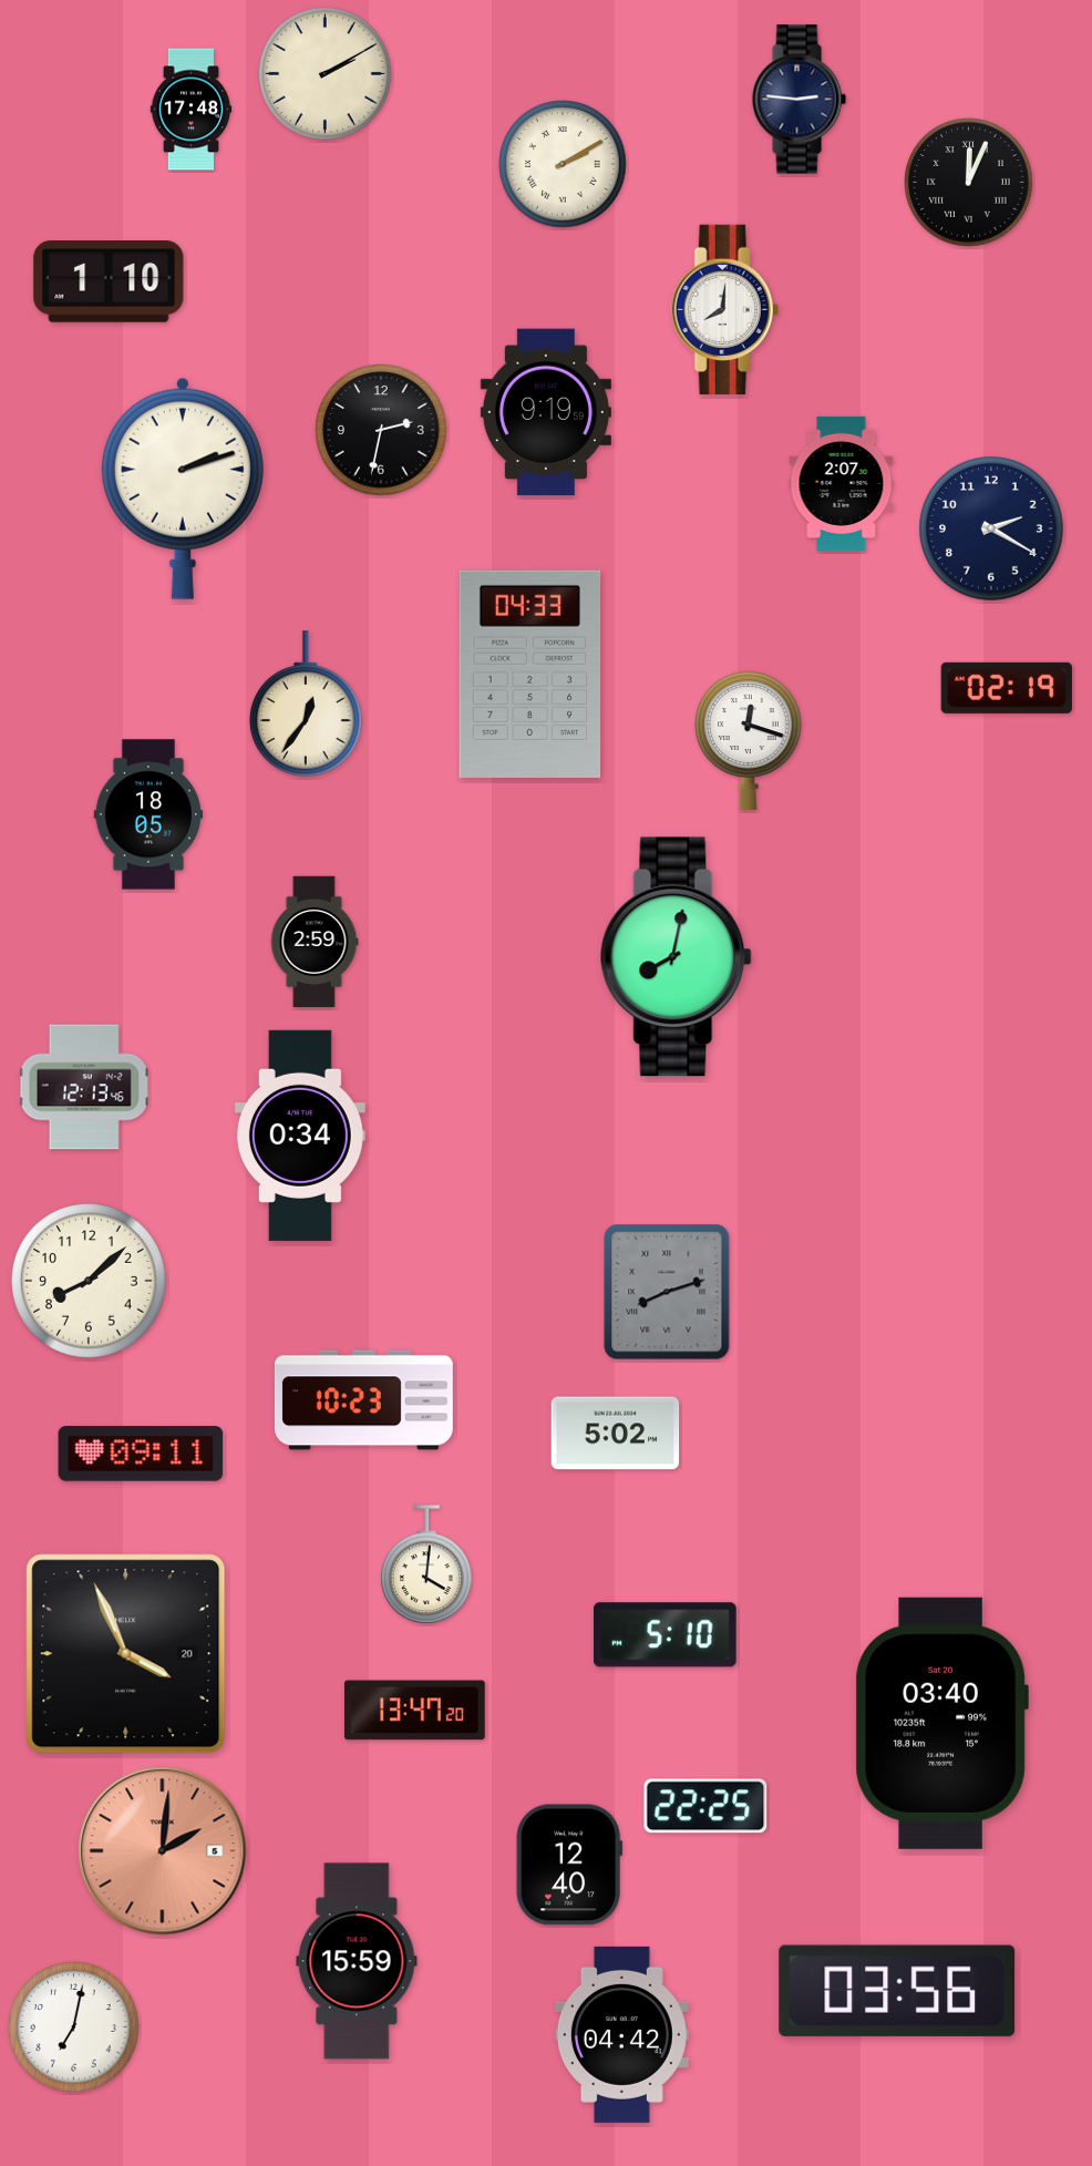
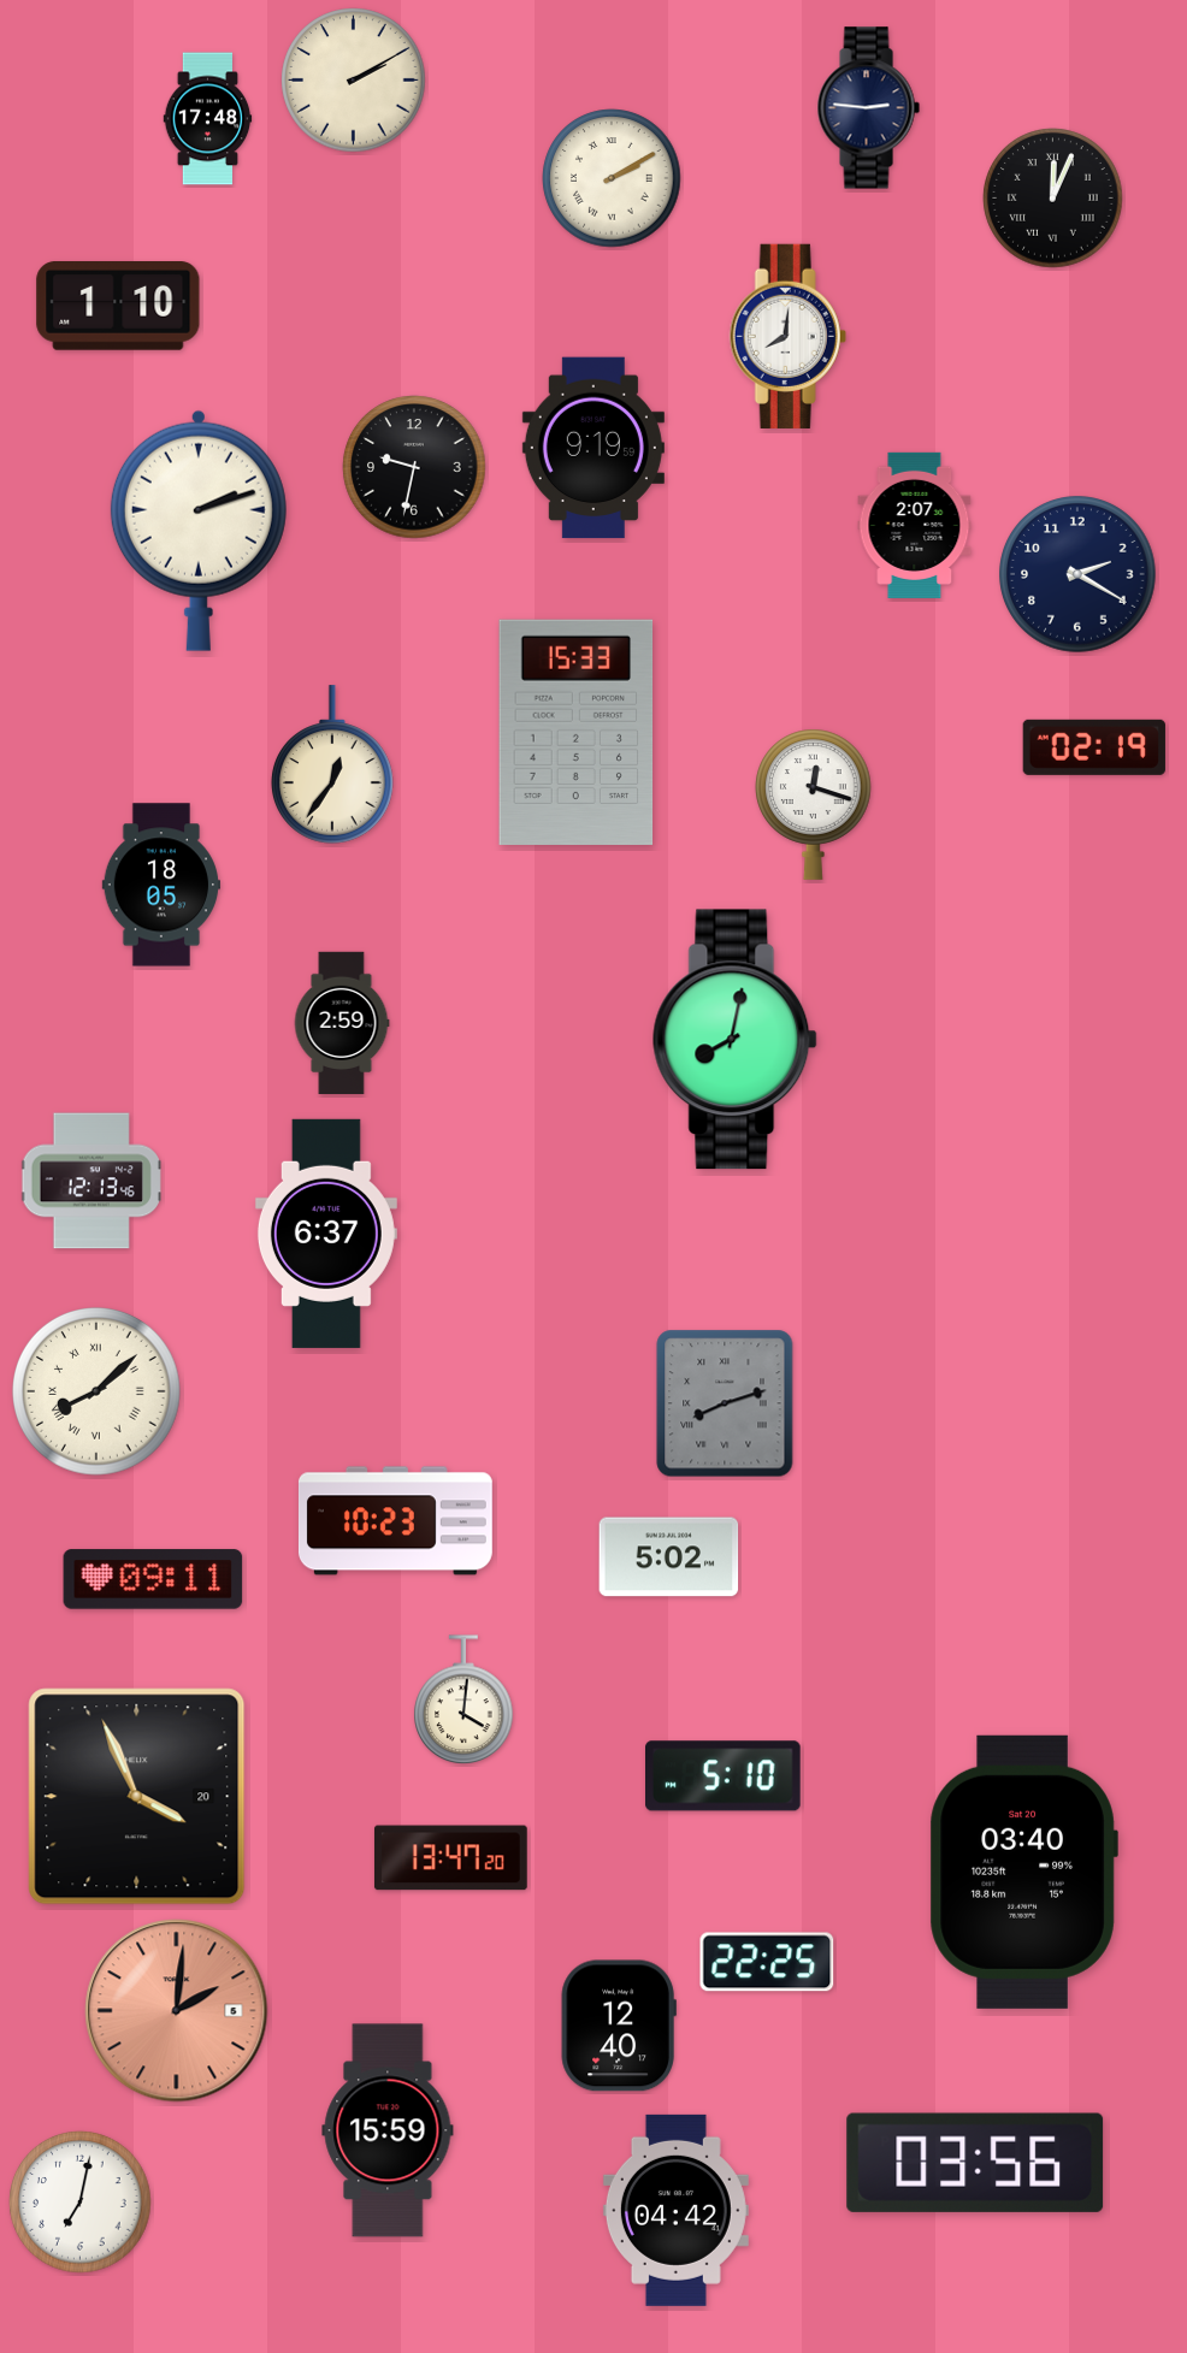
clock at (381, 430): 2:32 -> 9:32
clock at (530, 674): 04:33 -> 15:33
clock at (300, 1136): 0:34 -> 6:37
clock at (90, 1282) numerals: Arabic -> Roman
